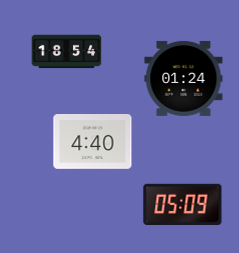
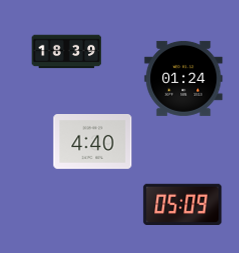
clock at (67, 52): 18:54 -> 18:39
